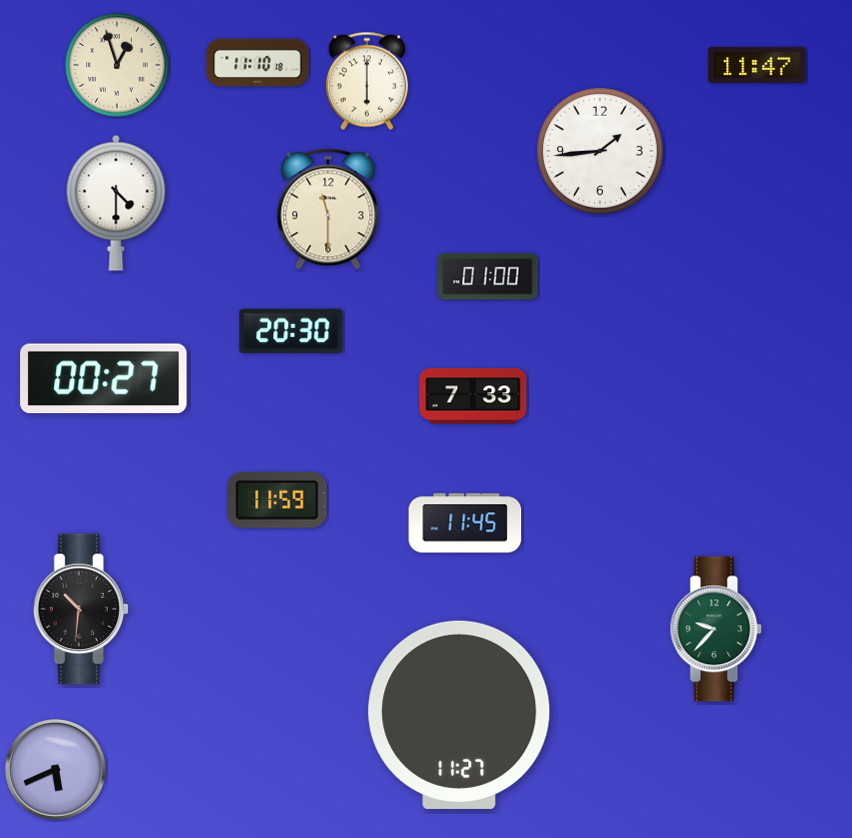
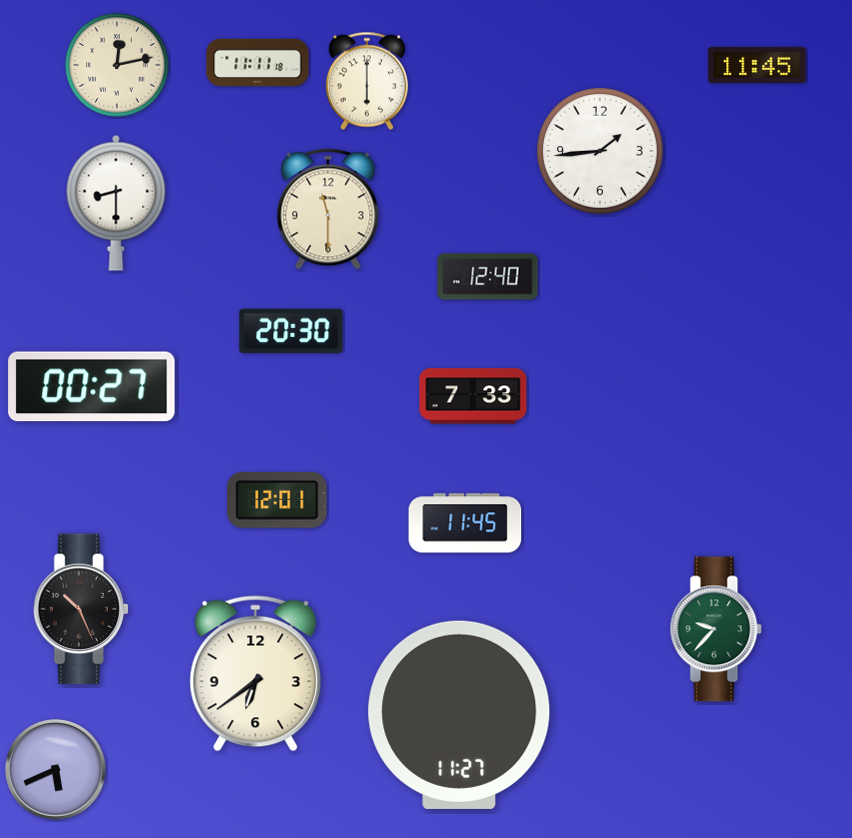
clock at (258, 63): 11:10 -> 11:11
clock at (117, 65): 12:57 -> 12:13
clock at (757, 65): 11:47 -> 11:45
clock at (116, 203): 4:30 -> 8:30
clock at (488, 277): 01:00 -> 12:40
clock at (104, 379) position: (104, 379) -> (92, 387)
clock at (277, 500): 11:59 -> 12:01
clock at (81, 609): 10:31 -> 10:26
clock at (256, 674): none -> 6:39
